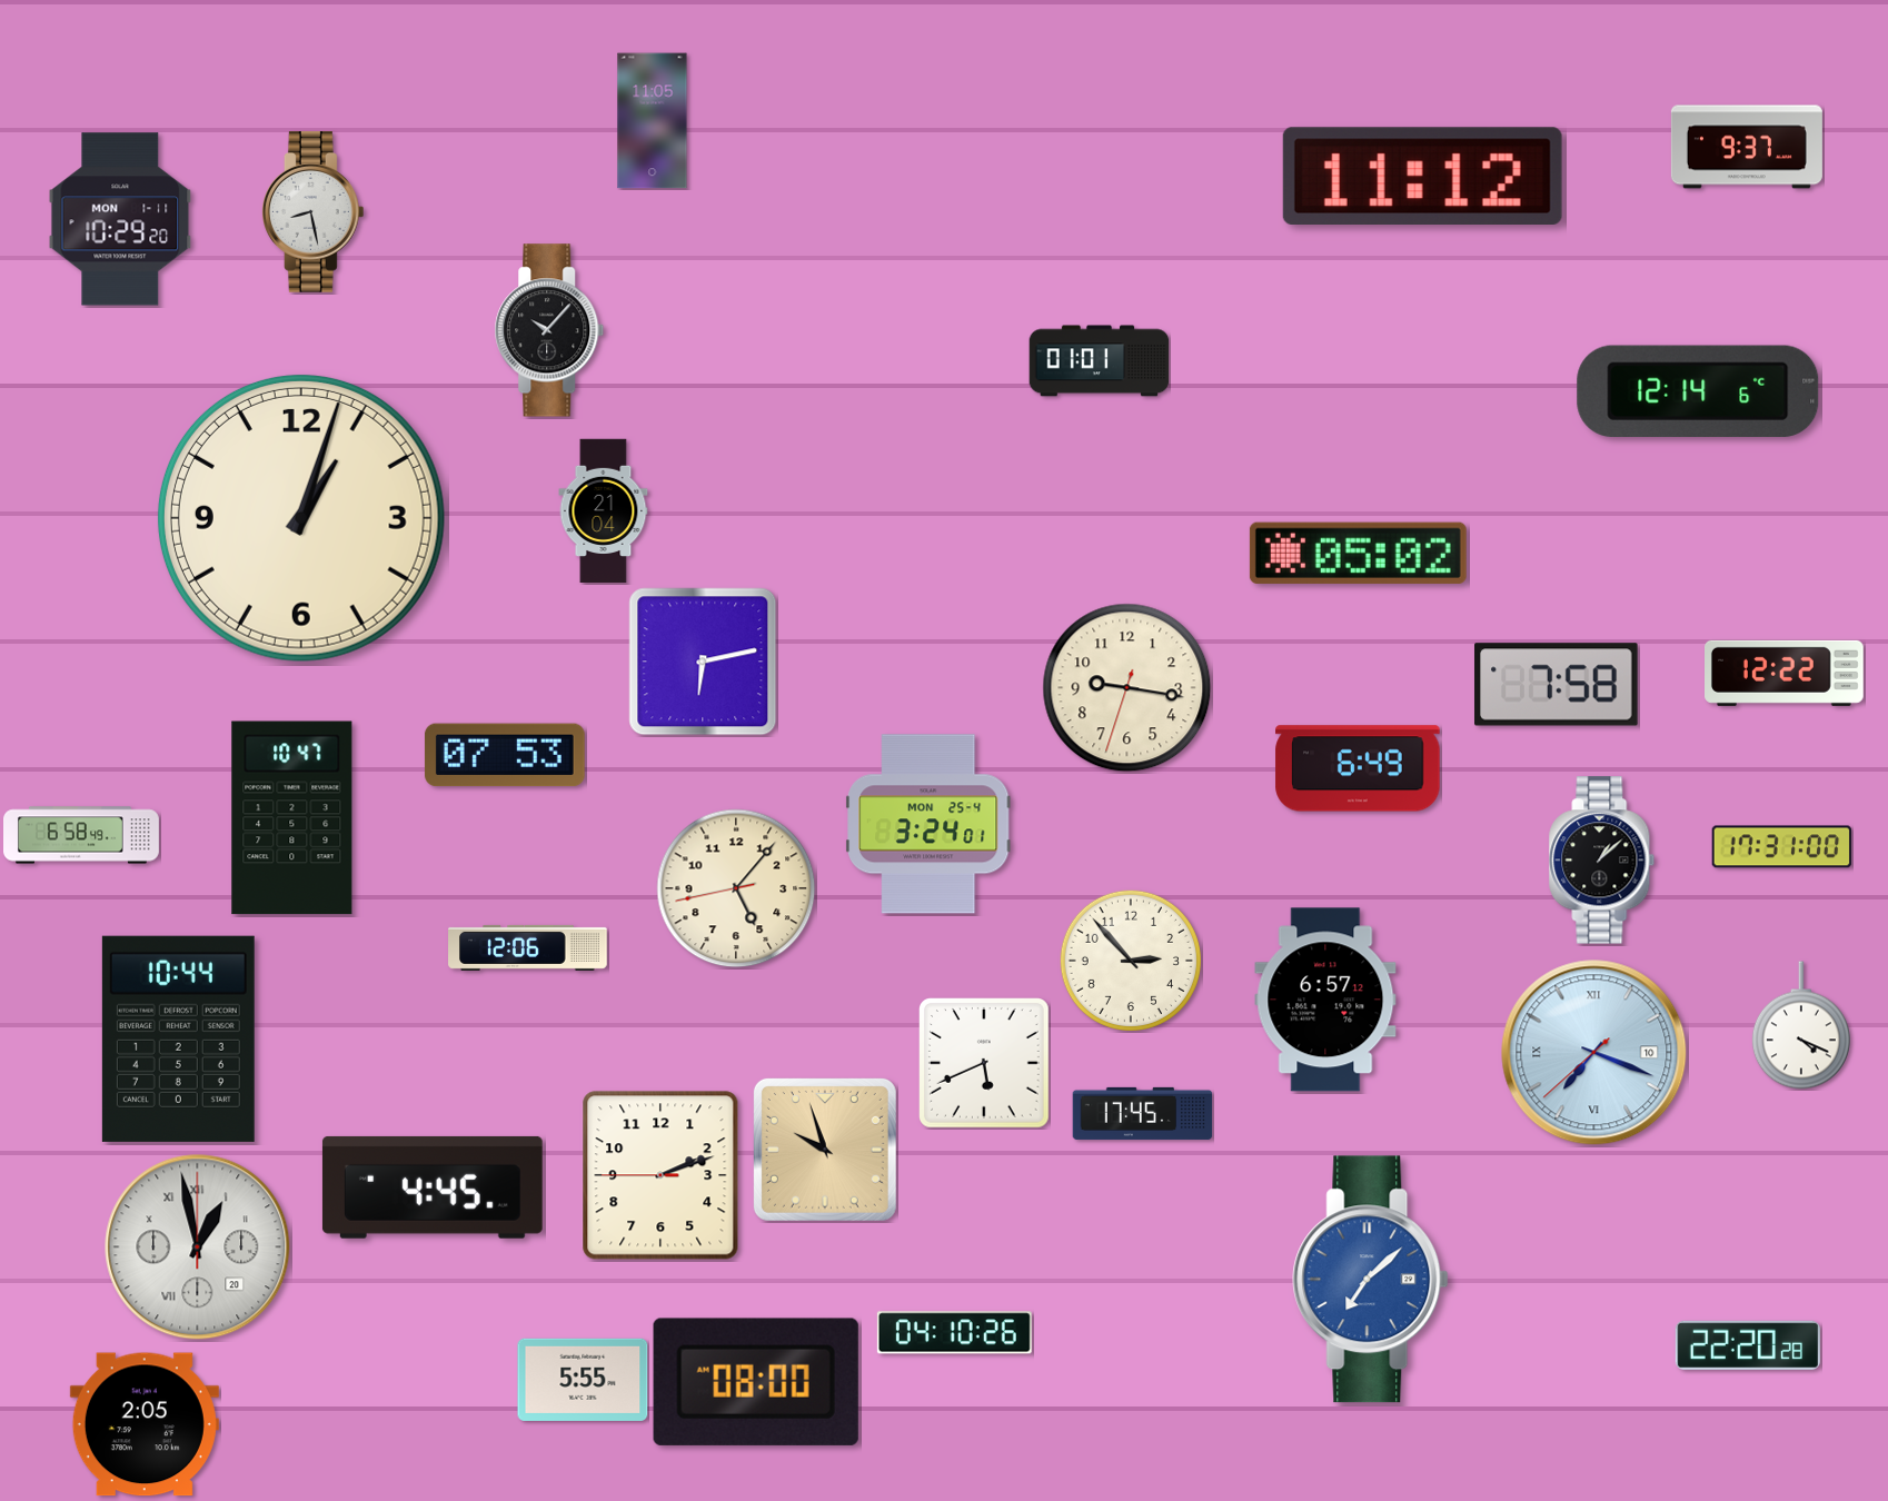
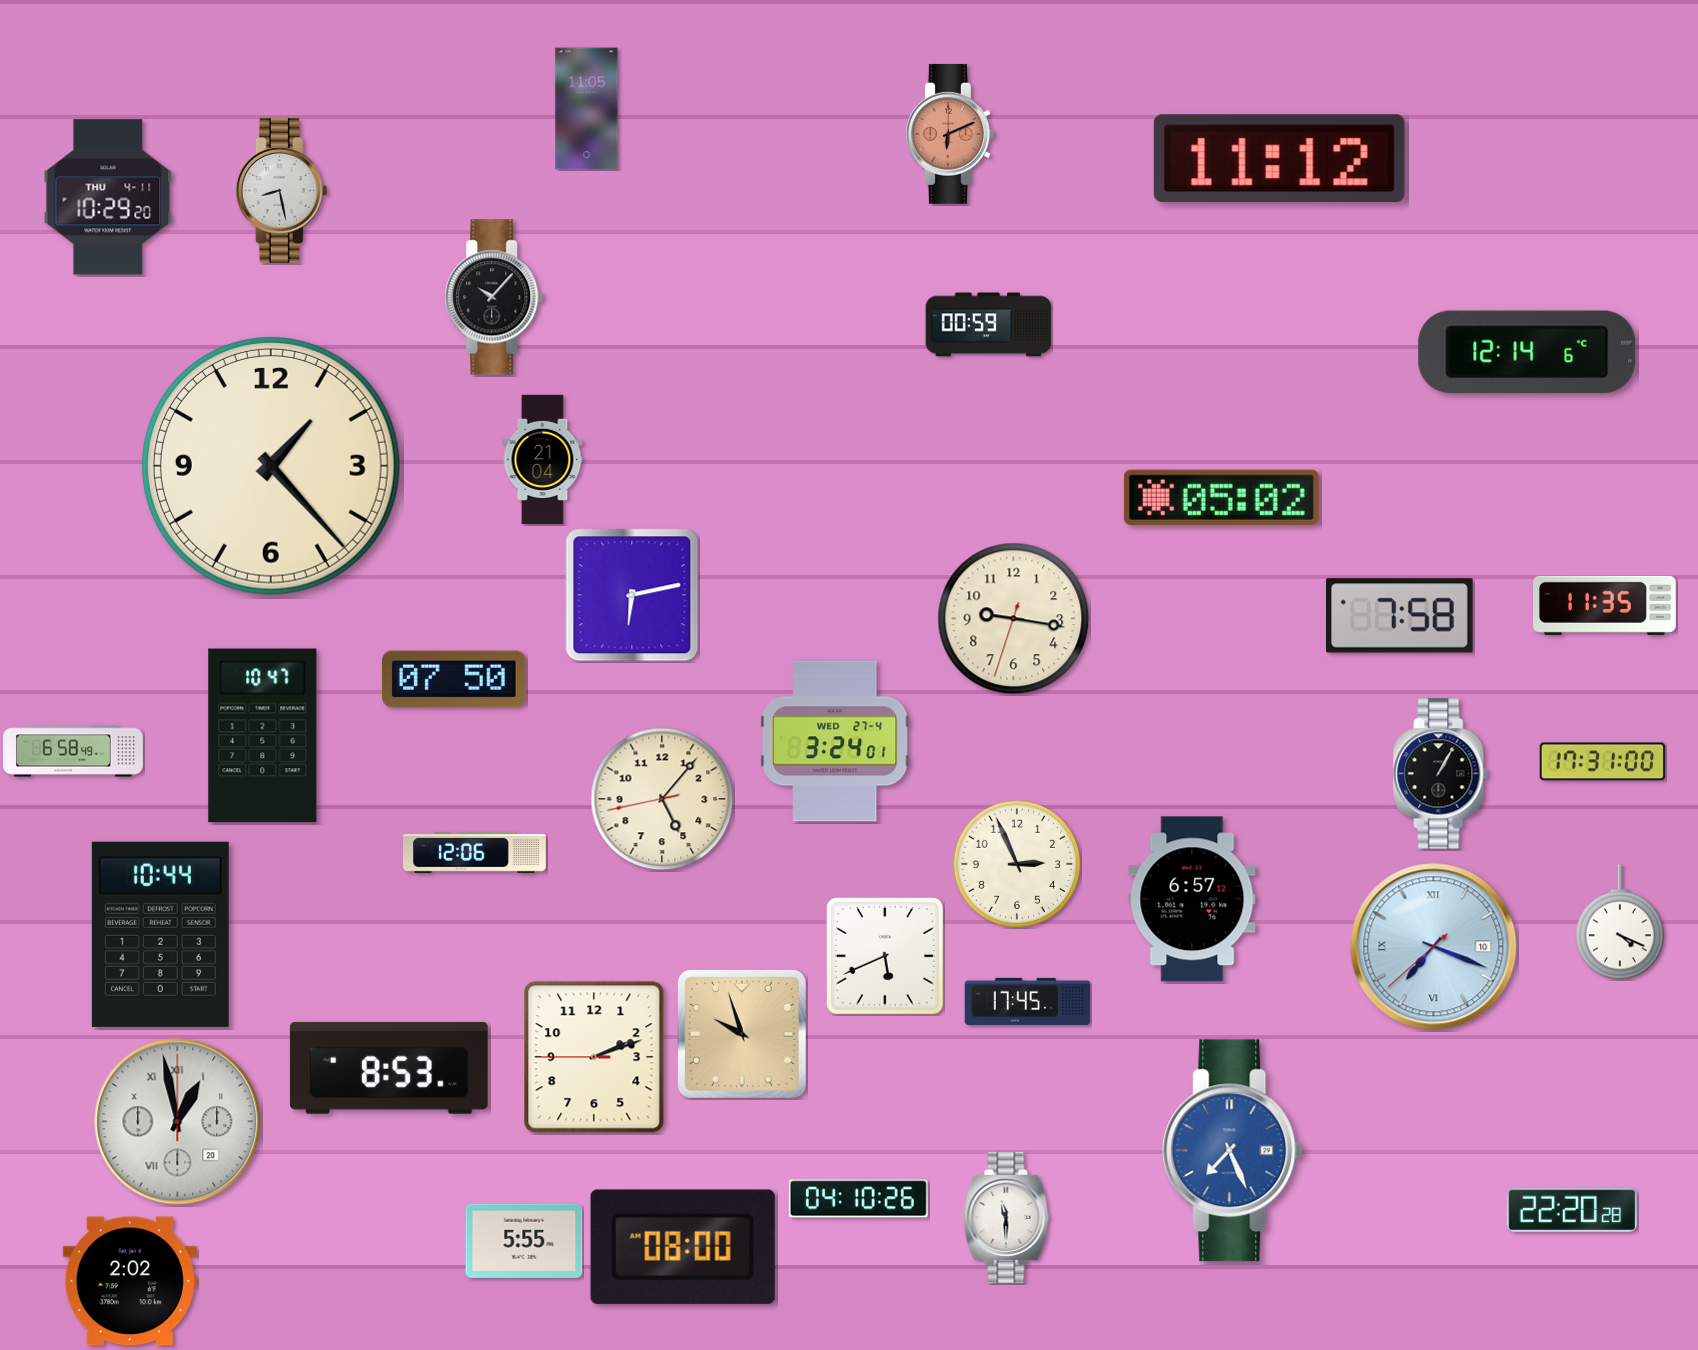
clock at (1747, 147): 9:37 -> none
clock at (950, 134): none -> 6:11
clock at (120, 219) date: MON 1-11 -> THU 4-11
clock at (1100, 361): 01:01 -> 00:59
clock at (301, 518): 1:03 -> 1:23
clock at (1785, 673): 12:22 -> 11:35
clock at (505, 755): 07:53 -> 07:50
clock at (1358, 768): 6:49 -> none
clock at (928, 824) date: MON 25-4 -> WED 27-4
clock at (1602, 861): 1:08 -> 1:05
clock at (1131, 961): 2:53 -> 2:56
clock at (433, 1187): 4:45 -> 8:53
clock at (1371, 1280): 7:08 -> 7:26
clock at (1007, 1217): none -> 11:30
clock at (756, 1382) position: (756, 1382) -> (683, 1247)
clock at (145, 1424): 2:05 -> 2:02
